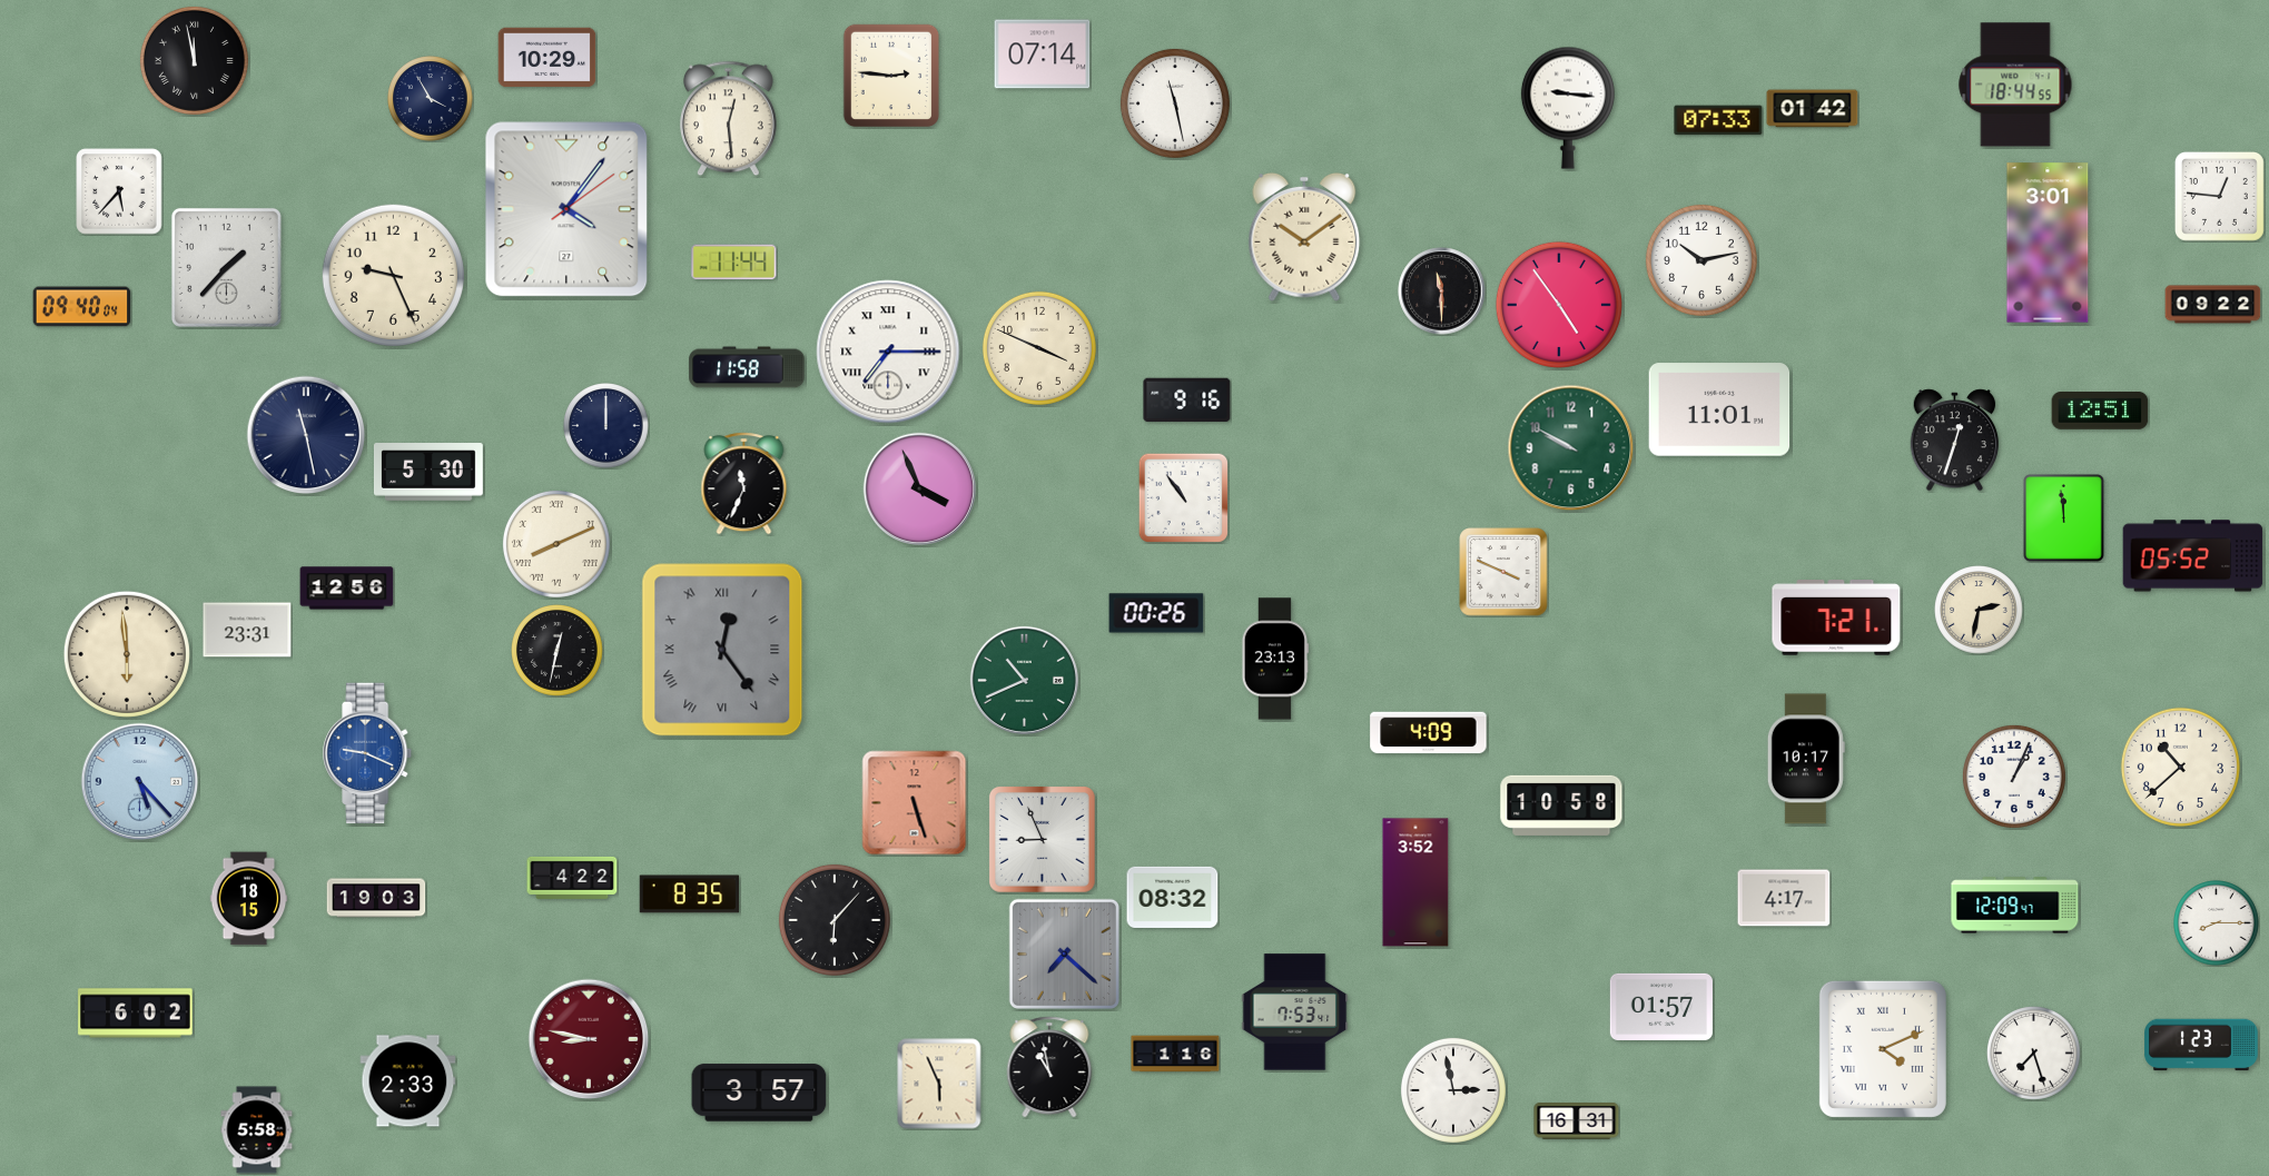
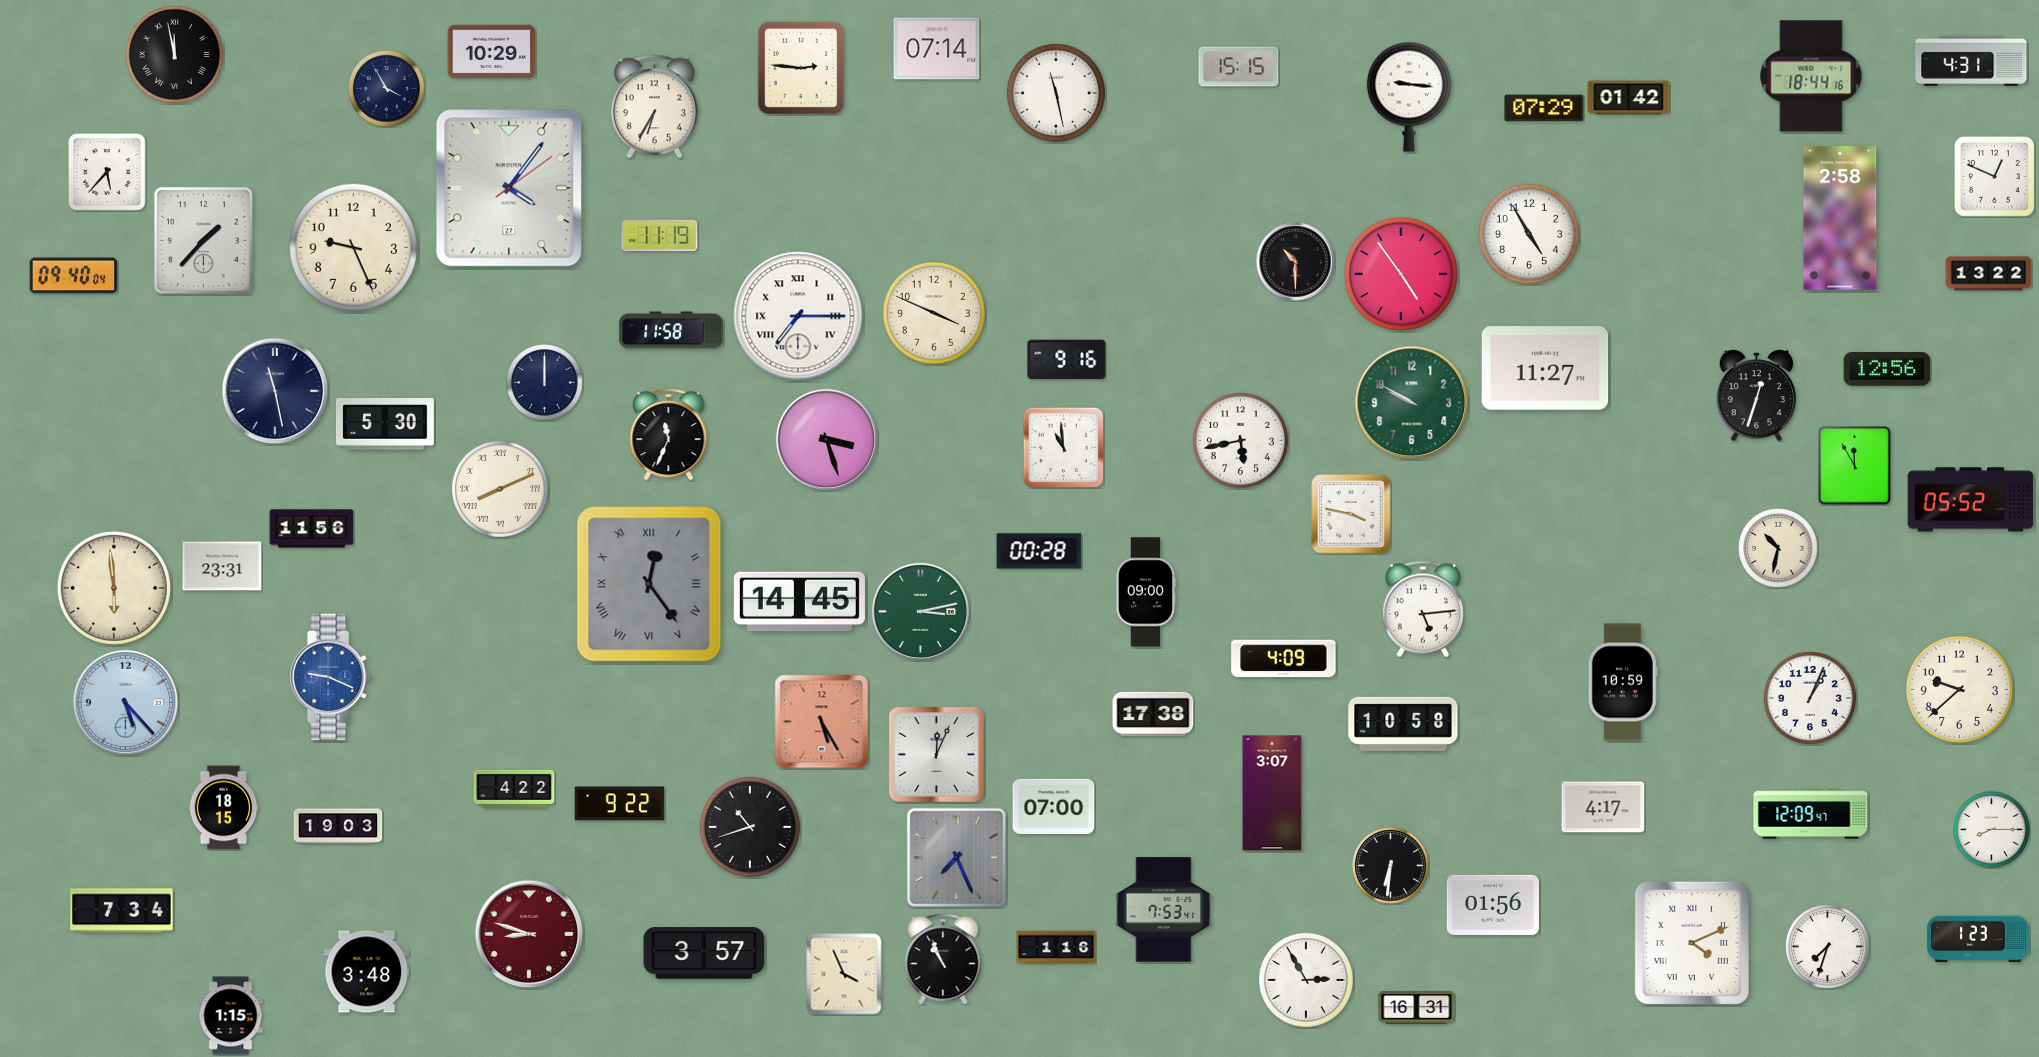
clock at (1971, 61): none -> 4:31
clock at (1239, 67): none -> 15:15
clock at (2015, 85): 18:44:55 -> 18:44:16
clock at (728, 119): 12:29 -> 6:35
clock at (1718, 120): 07:33 -> 07:29
clock at (2220, 197): 12:46 -> 12:49
clock at (1304, 237): 10:09 -> none
clock at (2048, 243): 3:01 -> 2:58
clock at (1701, 260): 10:13 -> 4:55
clock at (734, 263): 11:44 -> 11:19
clock at (1442, 291): 11:30 -> 10:30
clock at (2213, 305): 09:22 -> 13:22
clock at (1719, 409): 11:01 -> 11:27
clock at (2100, 412): 12:51 -> 12:56
clock at (919, 488): 3:56 -> 3:27
clock at (1240, 440): none -> 5:43
clock at (1183, 497): 10:54 -> 10:59
clock at (2064, 518): 11:59 -> 11:55
clock at (1503, 572): 3:49 -> 3:47
clock at (347, 589): 12:56 -> 11:56
clock at (1979, 610): 2:32 -> 10:32
clock at (1156, 613): 00:26 -> 00:28
clock at (1836, 617): 7:21 -> none
clock at (558, 651): 12:32 -> none
clock at (1274, 659): 23:13 -> 09:00
clock at (799, 602): none -> 14:45
clock at (1423, 609): none -> 5:14
clock at (1024, 680): 10:41 -> 3:13
clock at (1806, 759): 10:17 -> 10:59
clock at (2180, 767): 10:38 -> 9:38
clock at (1153, 713): none -> 17:38
clock at (915, 803): 5:27 -> 5:25
clock at (1043, 840): 8:56 -> 12:04
clock at (1415, 882): 3:52 -> 3:07
clock at (690, 895): 8:35 -> 9:22
clock at (1173, 897): 08:32 -> 07:00
clock at (376, 898) position: (376, 898) -> (338, 826)
clock at (835, 920): 6:07 -> 10:42
clock at (1064, 953): 7:22 -> 7:26
clock at (1391, 866): none -> 6:31
clock at (1660, 1007): 01:57 -> 01:56
clock at (136, 1014): 6:02 -> 7:34
clock at (589, 1039): 8:47 -> 8:48
clock at (2034, 1054): 7:27 -> 7:33
clock at (1049, 1067): 10:58 -> 10:56
clock at (408, 1081): 2:33 -> 3:48
clock at (939, 1084): 5:56 -> 3:56
clock at (1453, 1090): 2:58 -> 2:55
clock at (759, 1093) position: (759, 1093) -> (704, 953)
clock at (257, 1130): 5:58 -> 1:15
